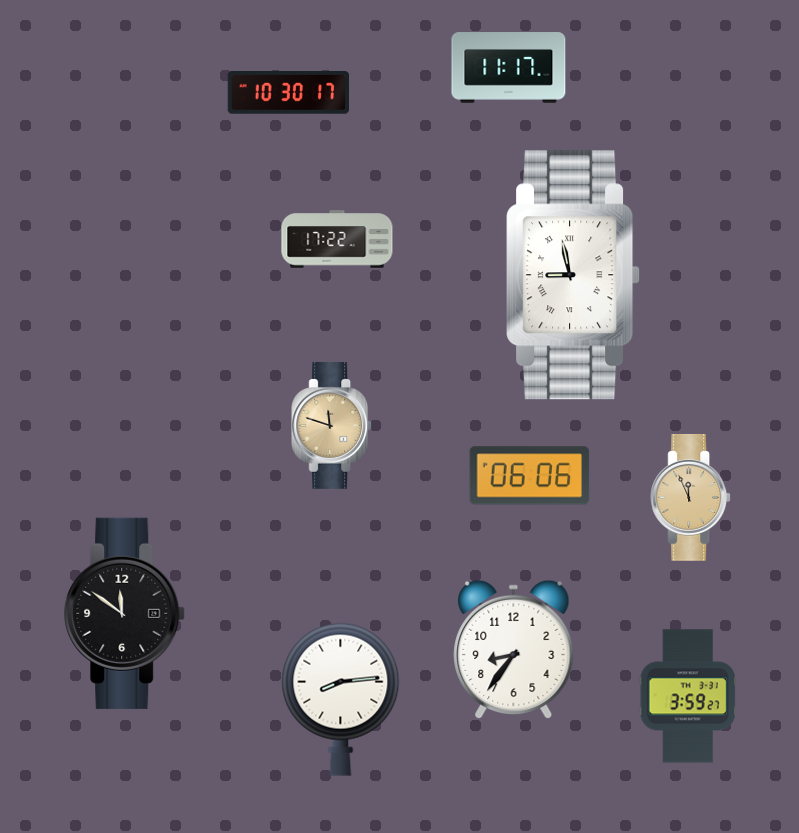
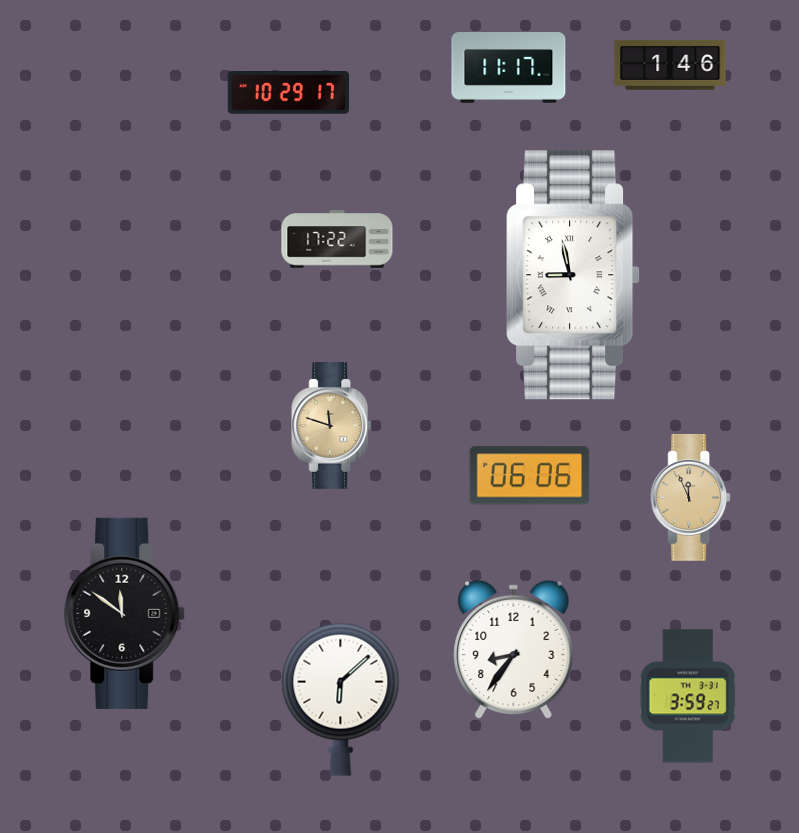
clock at (670, 65): none -> 1:46
clock at (288, 93): 10:30 -> 10:29
clock at (341, 699): 8:14 -> 6:08
